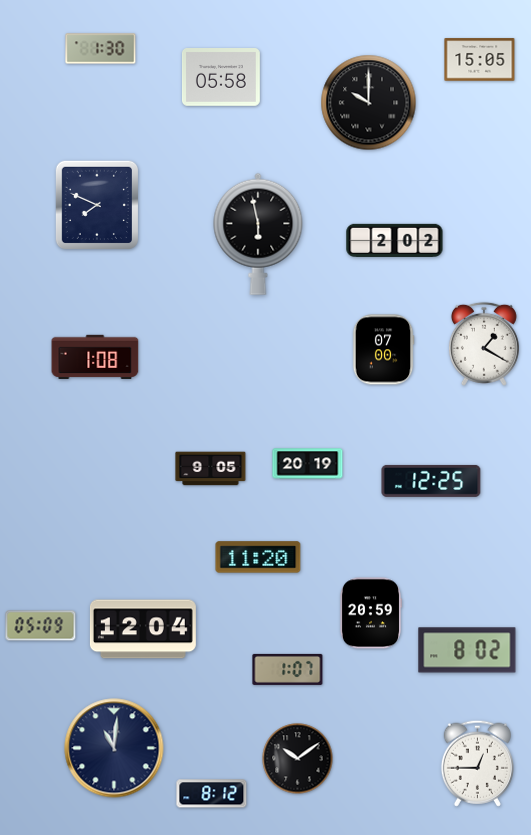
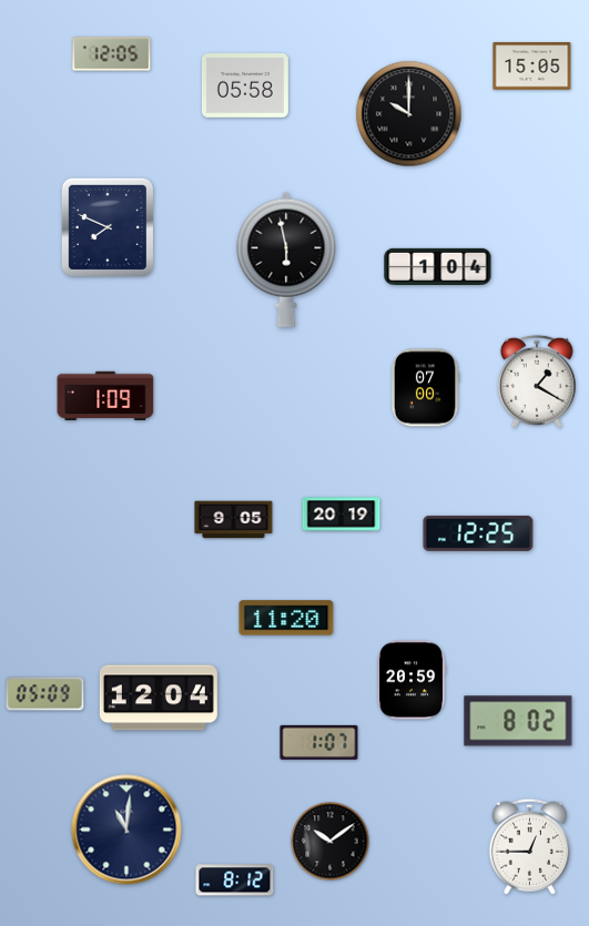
clock at (101, 49): 1:30 -> 12:05
clock at (395, 240): 2:02 -> 1:04
clock at (95, 357): 1:08 -> 1:09
